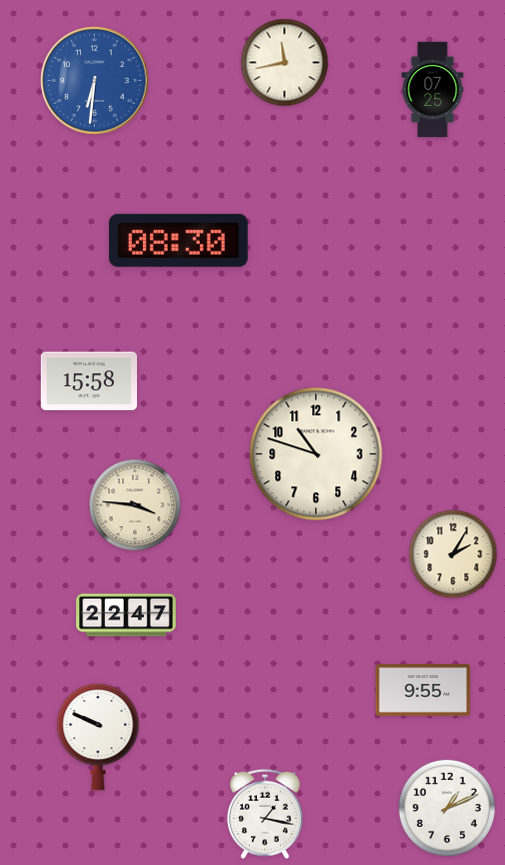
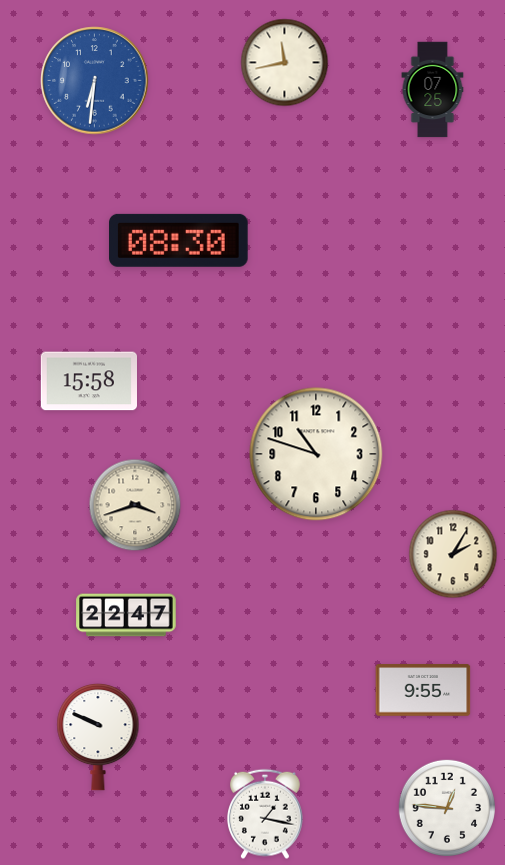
clock at (135, 505): 3:46 -> 3:42
clock at (447, 808): 1:11 -> 12:46
